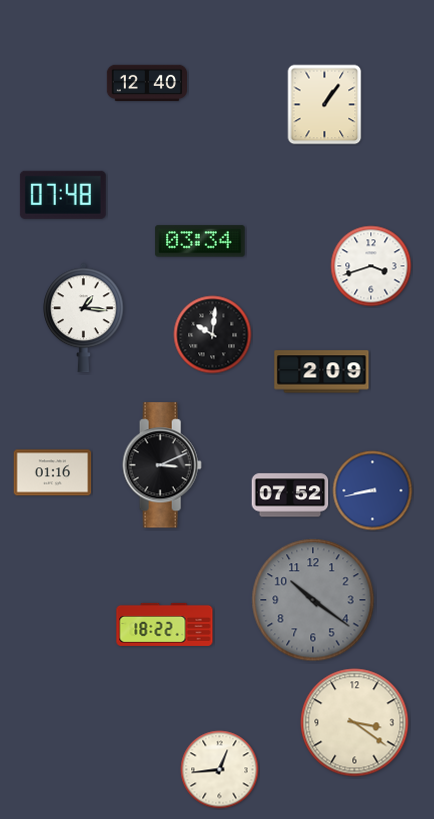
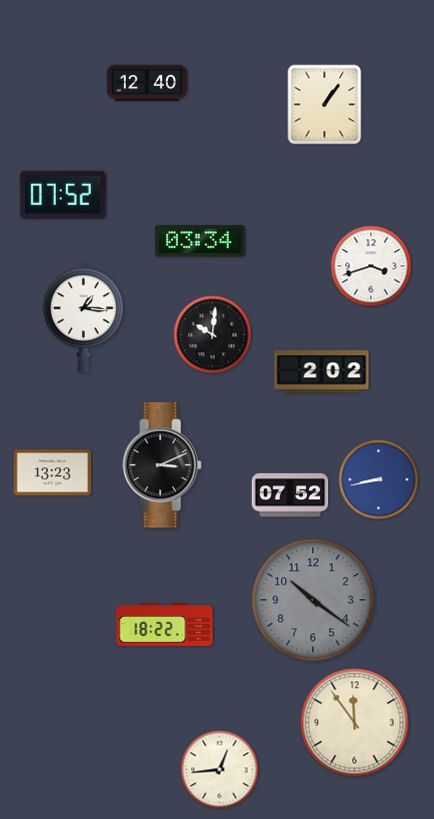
clock at (63, 195): 07:48 -> 07:52
clock at (322, 372): 2:09 -> 2:02
clock at (53, 473): 01:16 -> 13:23
clock at (373, 491) position: (373, 491) -> (379, 480)
clock at (355, 723): 3:21 -> 11:54
